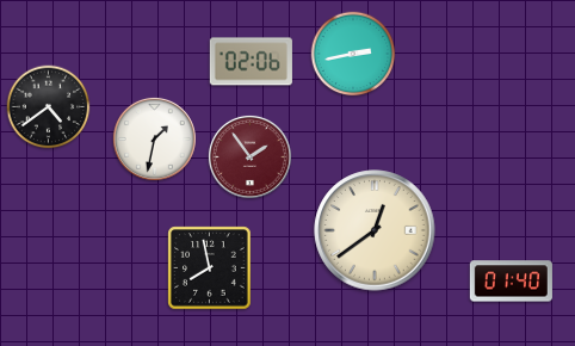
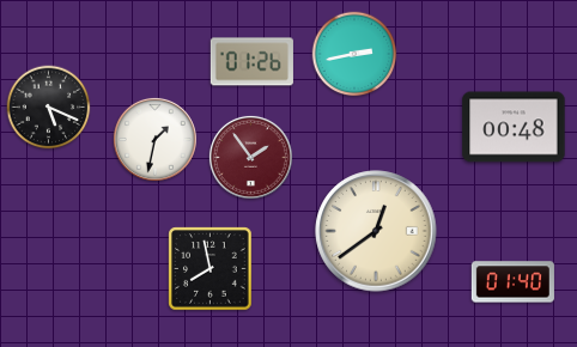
clock at (251, 62): 02:06 -> 01:26
clock at (49, 107): 4:39 -> 5:19
clock at (514, 127): none -> 00:48
